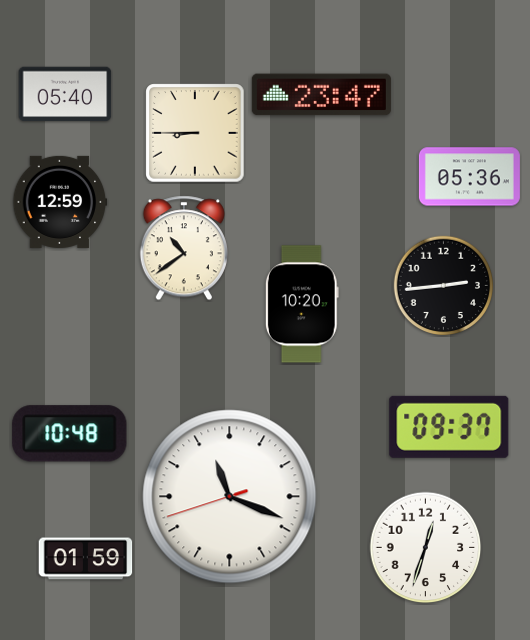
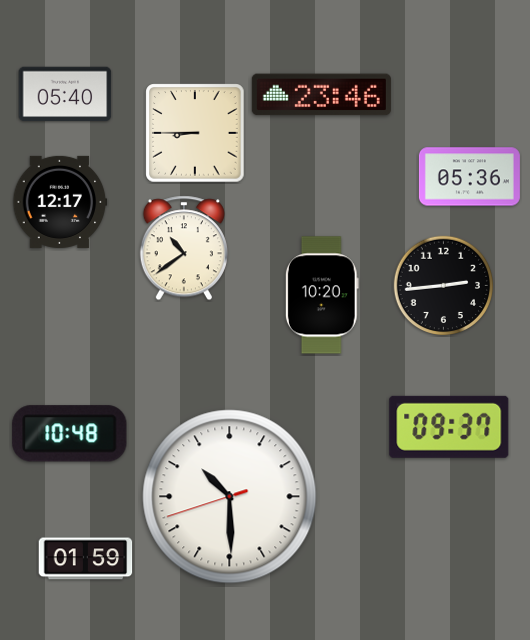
clock at (321, 95): 23:47 -> 23:46
clock at (60, 202): 12:59 -> 12:17
clock at (302, 304) position: (302, 304) -> (322, 295)
clock at (230, 497): 11:18 -> 10:29
clock at (426, 548): 12:33 -> none
